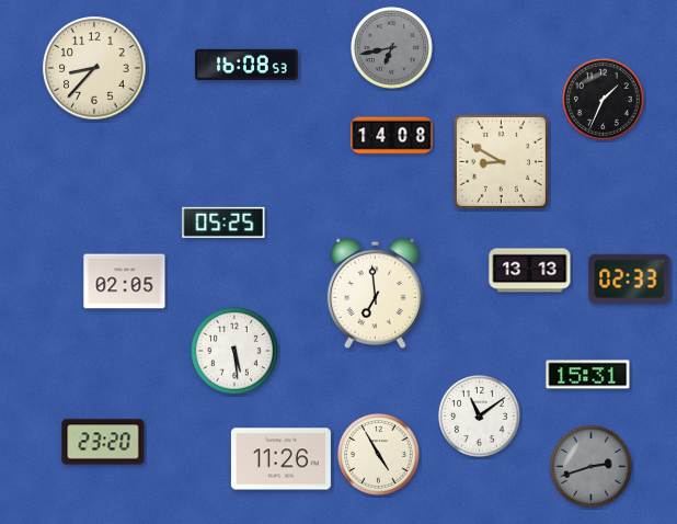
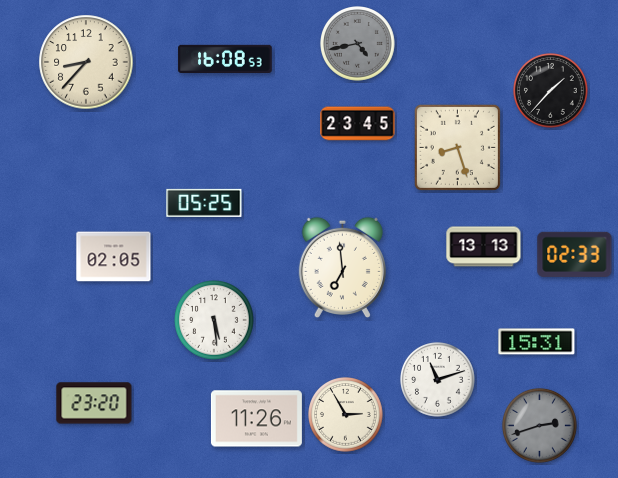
clock at (392, 48): 6:43 -> 4:43
clock at (604, 100): 1:34 -> 1:37
clock at (392, 136): 14:08 -> 23:45
clock at (501, 161): 8:50 -> 8:27
clock at (480, 417): 11:09 -> 11:12
clock at (379, 455): 4:55 -> 2:55
